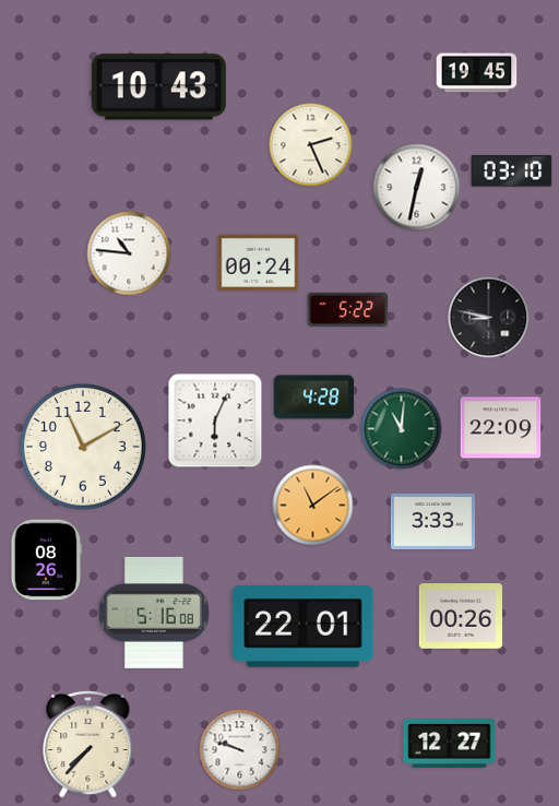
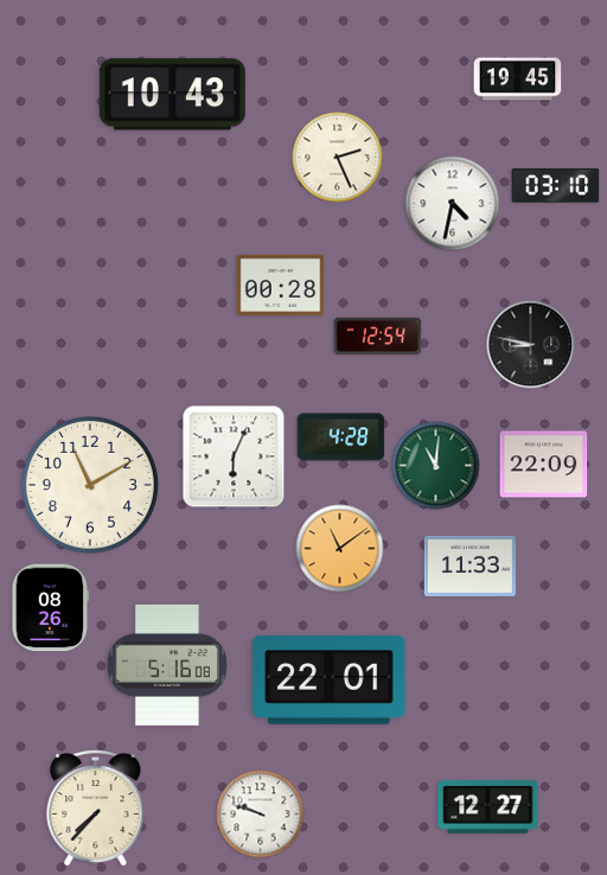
clock at (417, 188): 12:32 -> 4:32
clock at (129, 253): 10:46 -> none
clock at (259, 262): 00:24 -> 00:28
clock at (348, 309): 5:22 -> 12:54
clock at (314, 398) position: (314, 398) -> (341, 437)
clock at (432, 521): 3:33 -> 11:33
clock at (461, 616): 00:26 -> none
